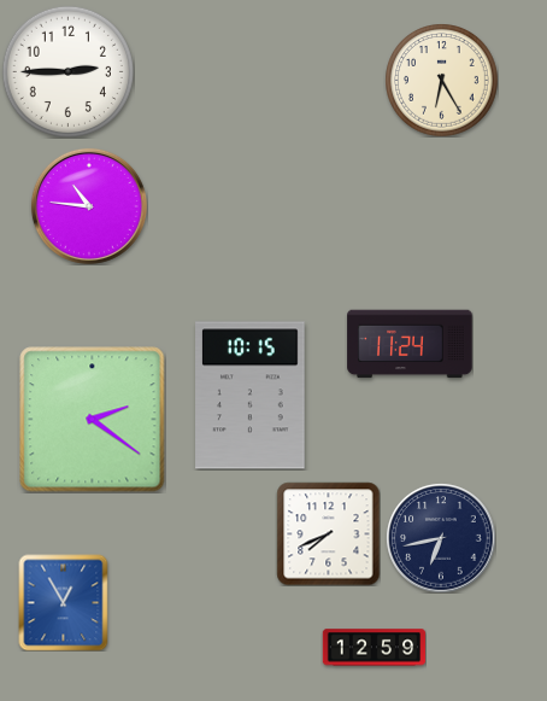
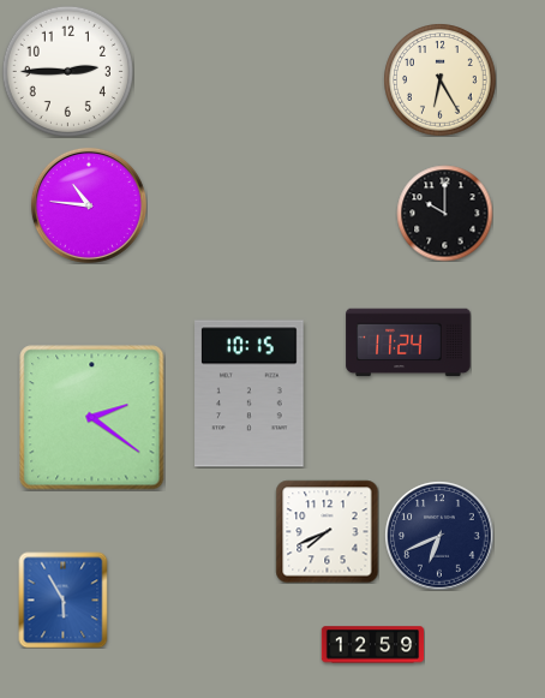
clock at (444, 213): none -> 10:00
clock at (441, 538): 6:43 -> 6:41
clock at (64, 602): 12:55 -> 5:55
